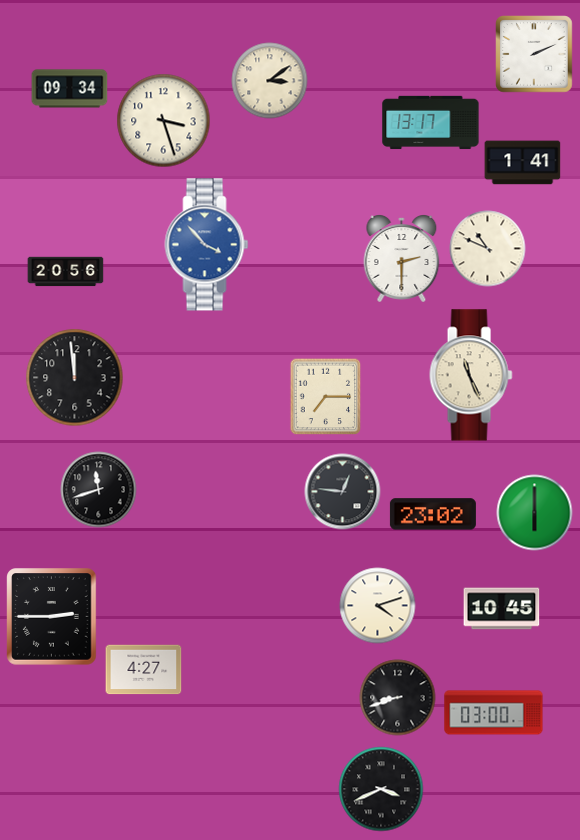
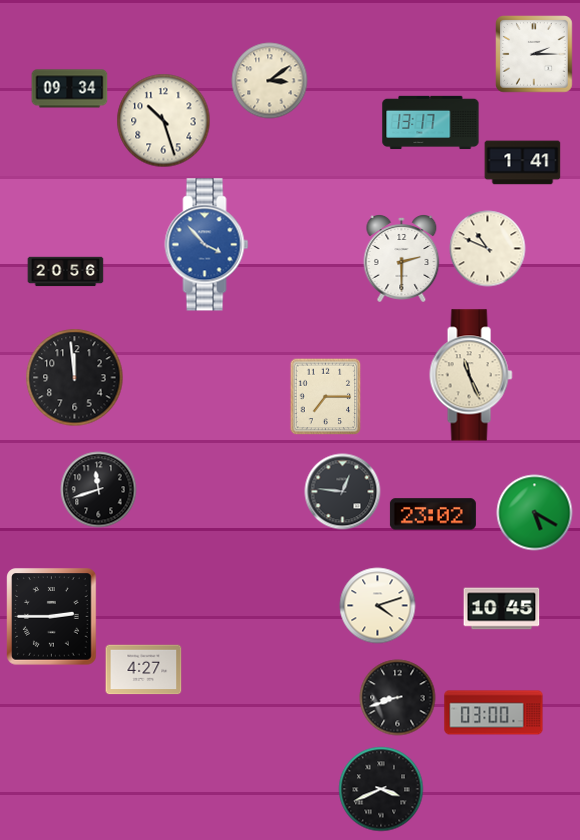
clock at (534, 54): 2:11 -> 2:15
clock at (164, 121): 3:27 -> 10:27
clock at (535, 513): 6:00 -> 5:20
